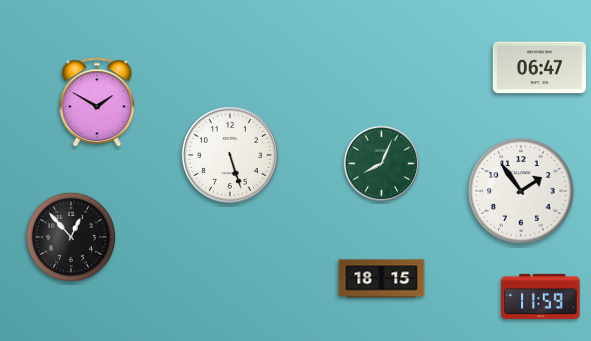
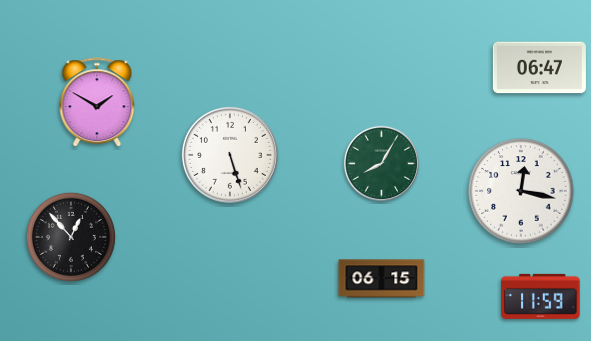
clock at (381, 163): 8:04 -> 8:05
clock at (521, 191): 1:54 -> 12:17
clock at (382, 279): 18:15 -> 06:15
